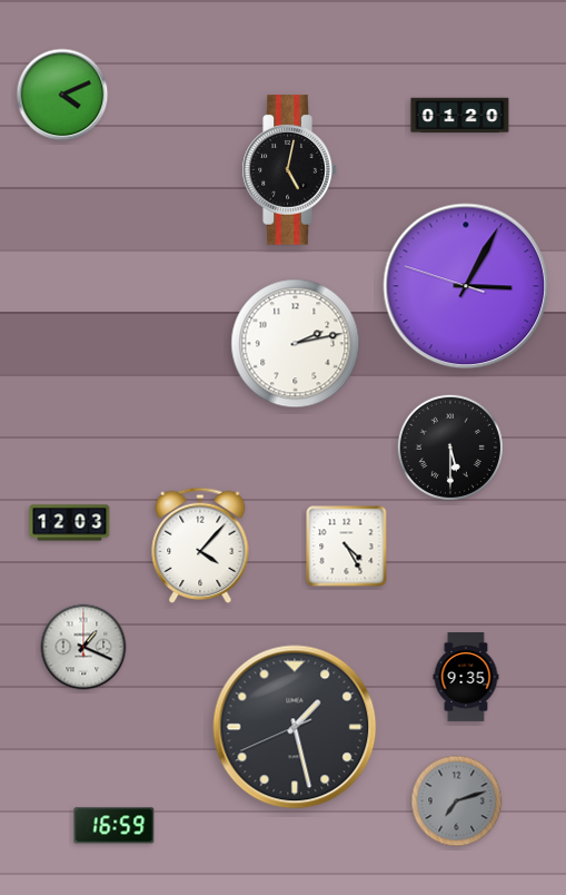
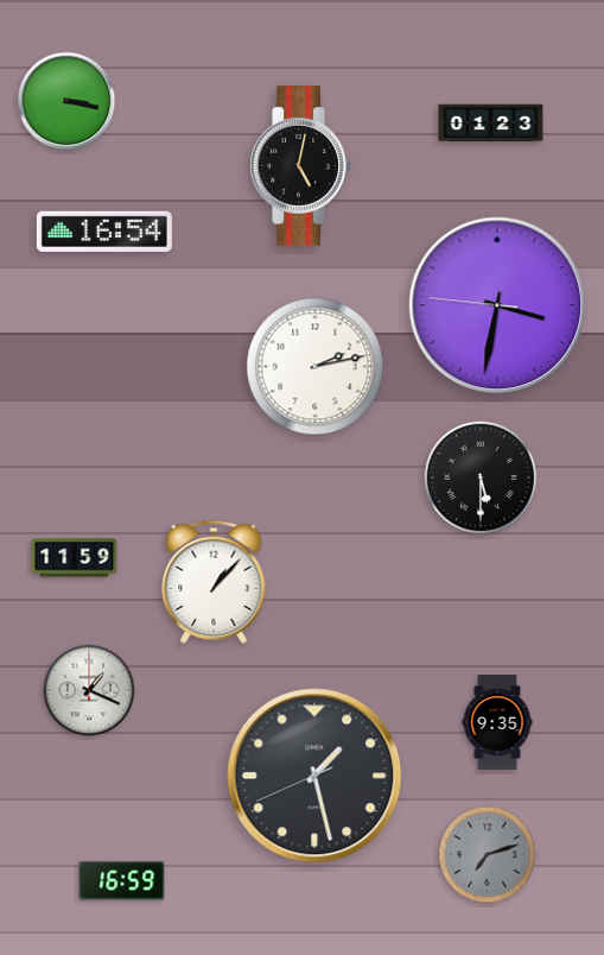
clock at (62, 95): 4:11 -> 3:17
clock at (460, 116): 01:20 -> 01:23
clock at (289, 170) position: (289, 170) -> (300, 166)
clock at (104, 232): none -> 16:54
clock at (466, 286): 3:04 -> 3:31
clock at (70, 523): 12:03 -> 11:59
clock at (200, 544): 4:07 -> 1:07
clock at (347, 547): 4:25 -> none
